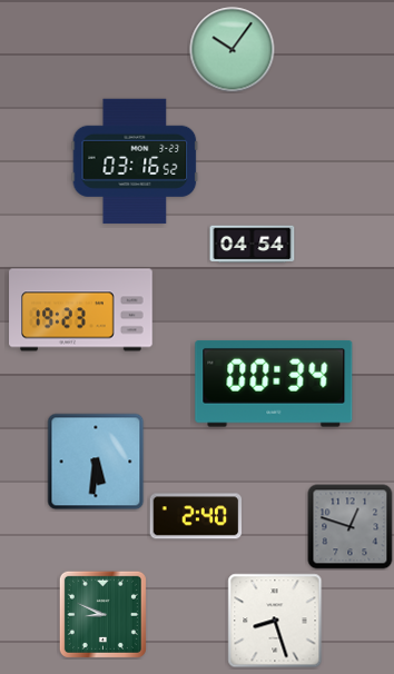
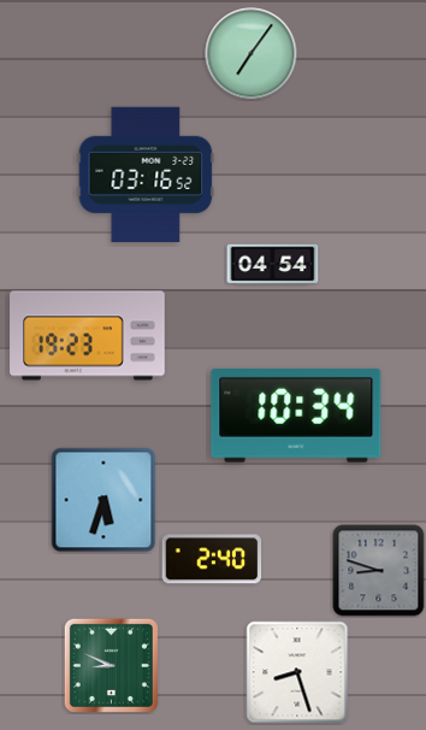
clock at (233, 50): 10:06 -> 7:06
clock at (274, 384): 00:34 -> 10:34
clock at (96, 462): 5:31 -> 5:33
clock at (351, 527): 12:48 -> 8:48
